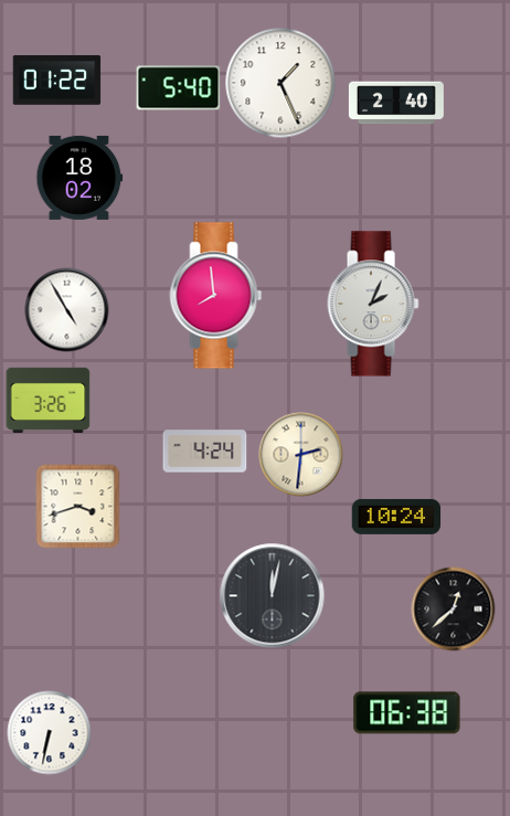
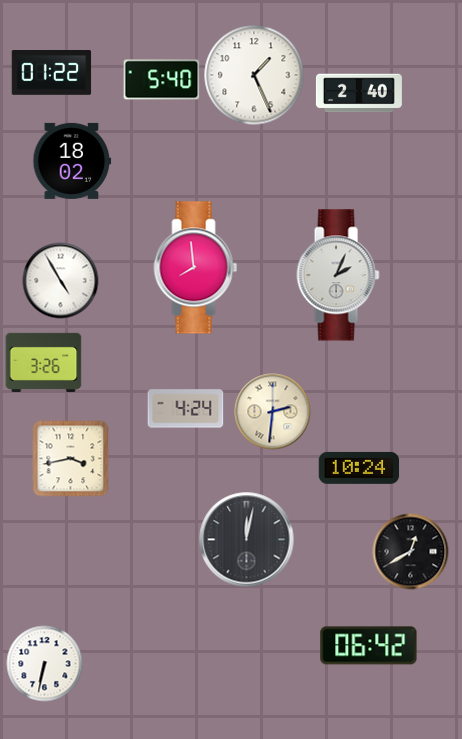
clock at (78, 507): 3:42 -> 3:43
clock at (454, 610): 12:38 -> 12:40
clock at (407, 713): 06:38 -> 06:42
